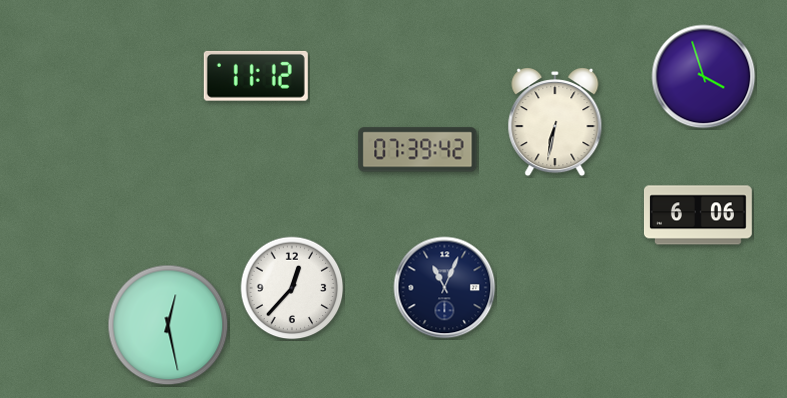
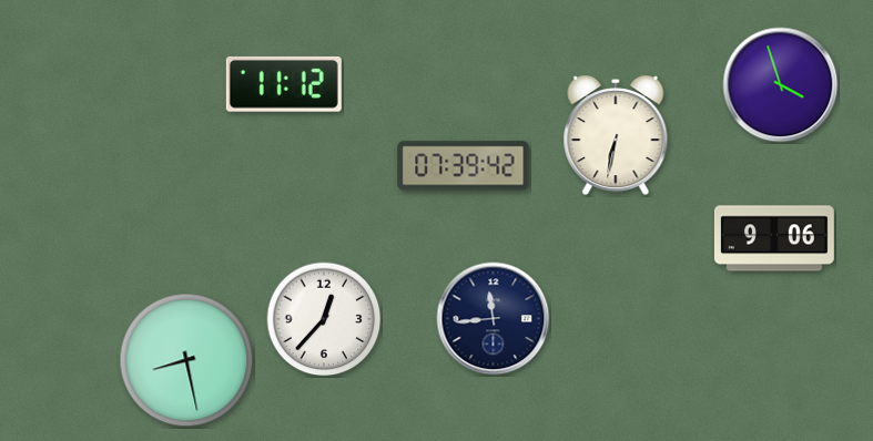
clock at (698, 215): 6:06 -> 9:06
clock at (445, 288): 11:04 -> 11:44
clock at (168, 325): 12:28 -> 8:28
